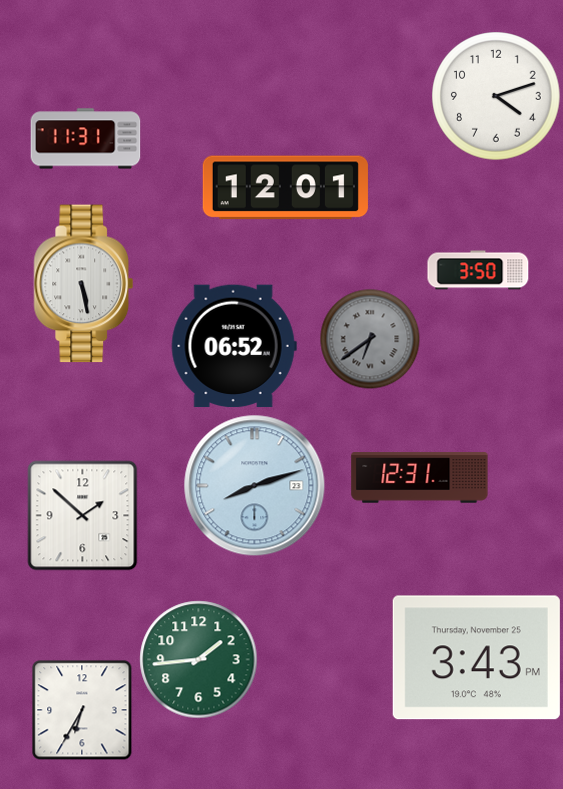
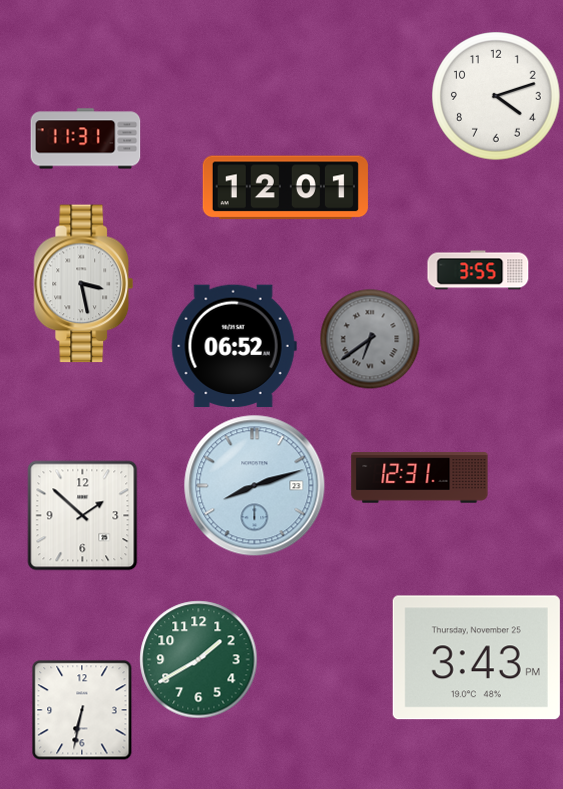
clock at (478, 270): 3:50 -> 3:55
clock at (84, 284): 5:28 -> 3:28
clock at (199, 660): 1:44 -> 1:40
clock at (82, 710): 6:35 -> 6:32
